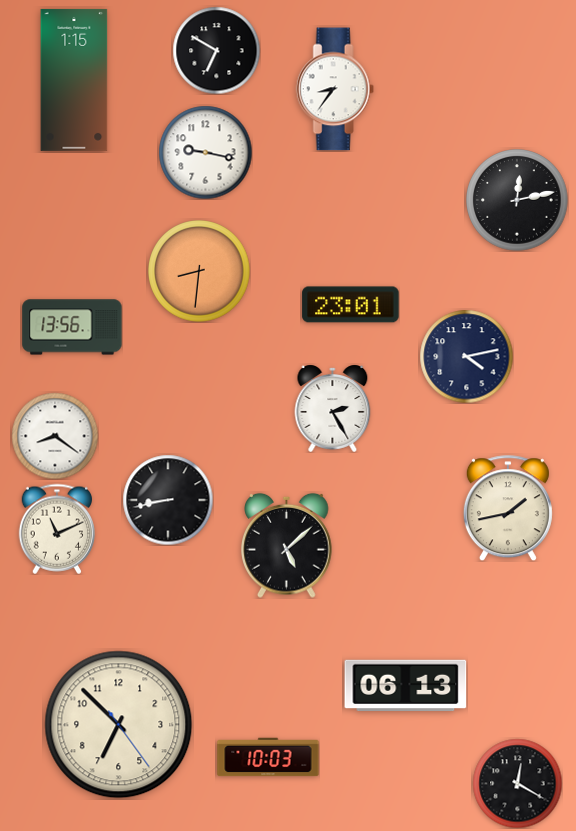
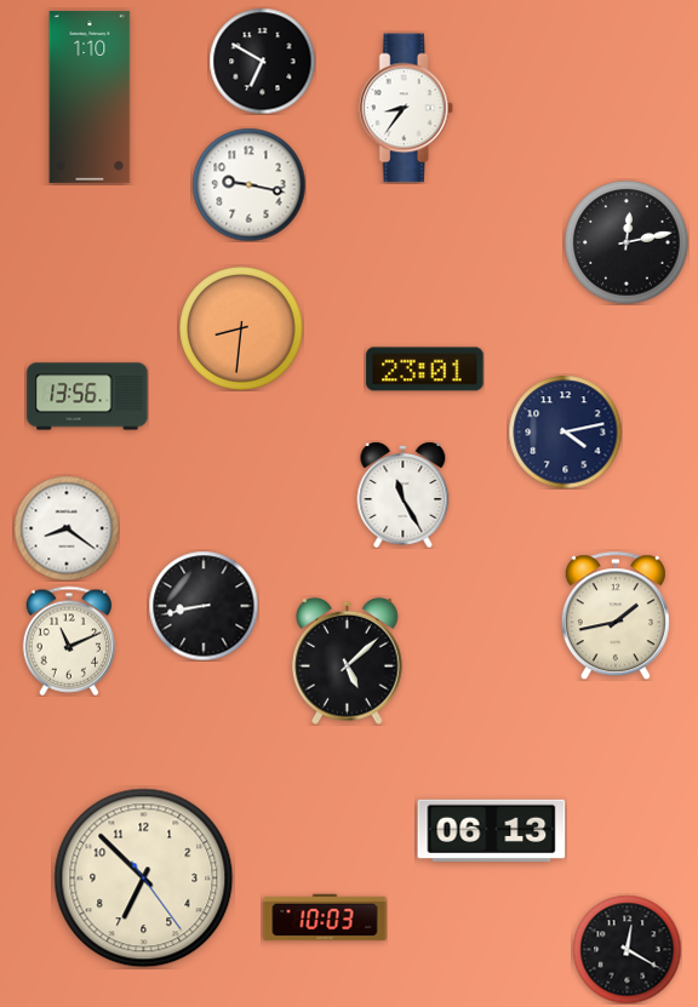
clock at (74, 80): 1:15 -> 1:10
clock at (333, 408): 2:25 -> 11:25
